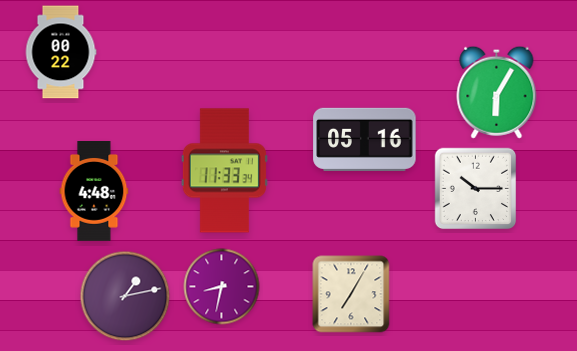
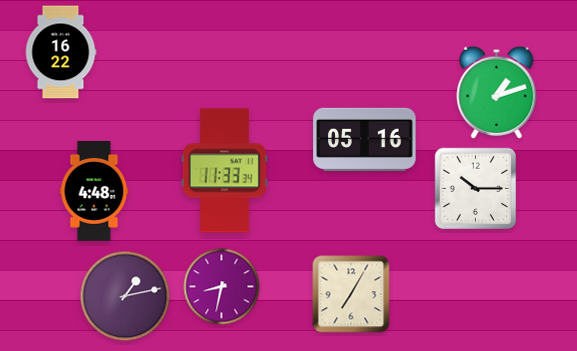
clock at (61, 52): 00:22 -> 16:22
clock at (497, 92): 6:05 -> 1:12
